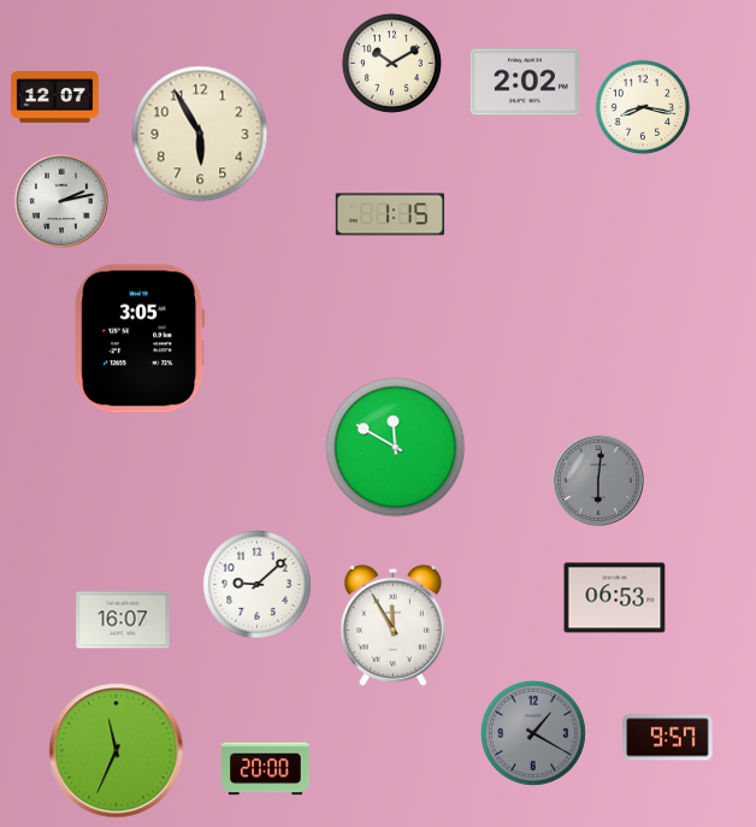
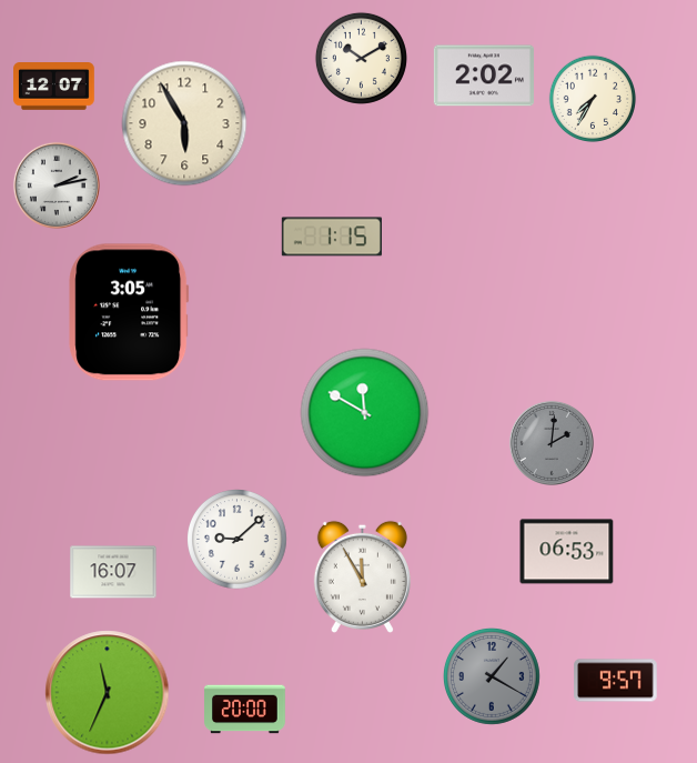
clock at (55, 98) position: (55, 98) -> (54, 87)
clock at (643, 107): 8:17 -> 7:35
clock at (390, 214) position: (390, 214) -> (332, 237)
clock at (598, 480): 6:01 -> 2:01
